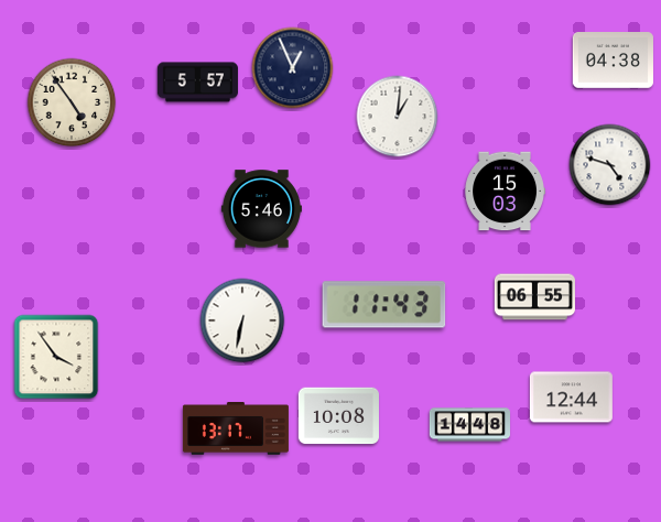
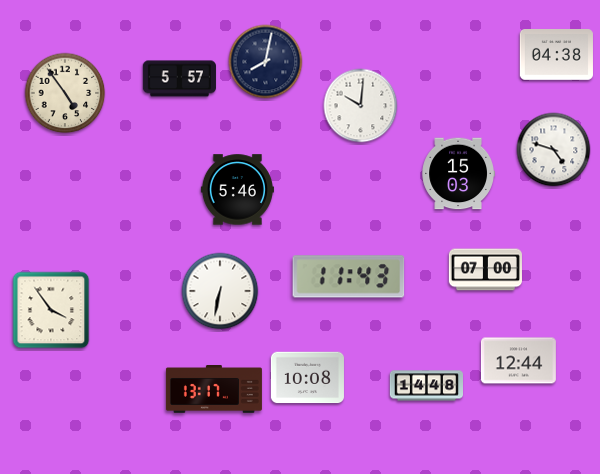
clock at (293, 68): 12:56 -> 8:02
clock at (197, 83) position: (197, 83) -> (179, 79)
clock at (398, 117): 1:01 -> 10:01
clock at (534, 297): 06:55 -> 07:00
clock at (56, 357) position: (56, 357) -> (51, 310)
